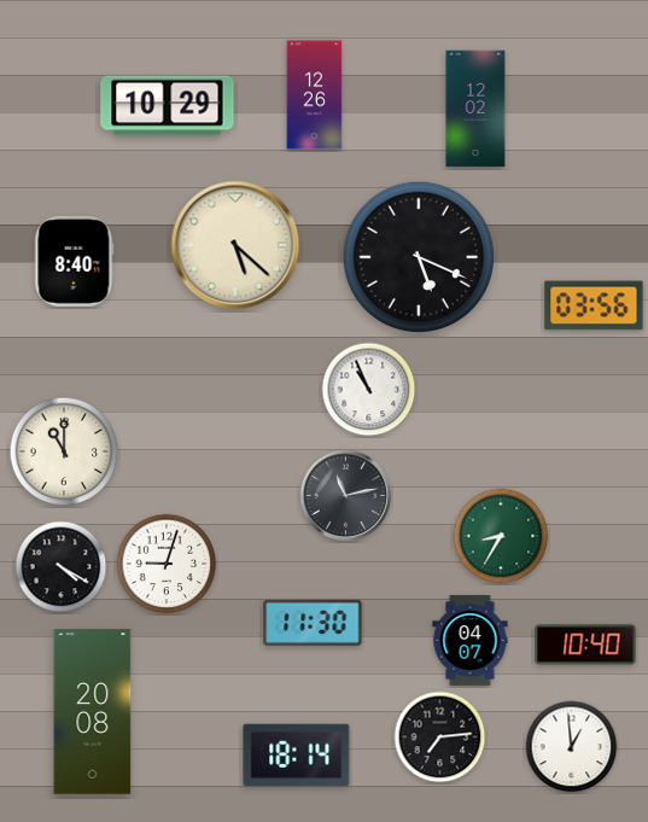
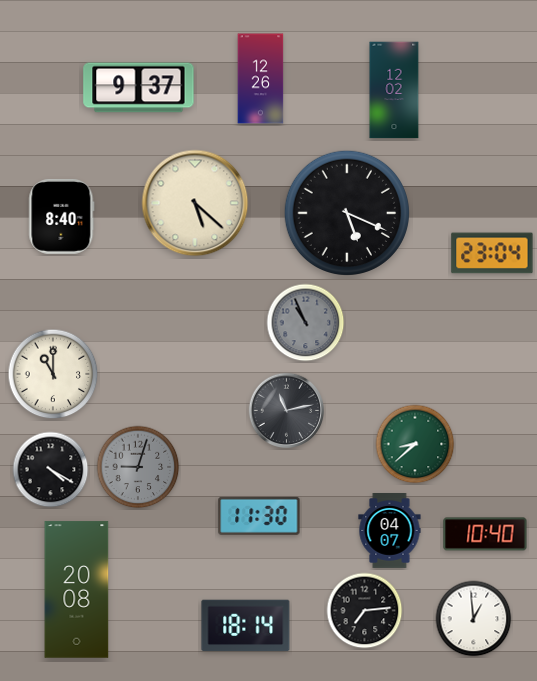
clock at (168, 106): 10:29 -> 9:37
clock at (594, 305): 03:56 -> 23:04
clock at (369, 390) dial: white -> grey
clock at (501, 536): 8:35 -> 8:38
clock at (167, 564) dial: white -> grey
